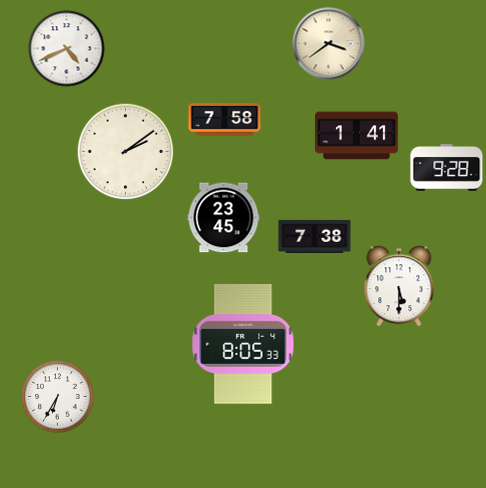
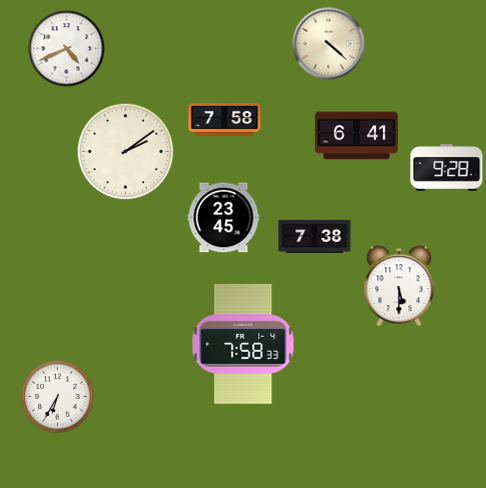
clock at (329, 44): 3:39 -> 4:22
clock at (357, 136): 1:41 -> 6:41
clock at (243, 344): 8:05 -> 7:58
